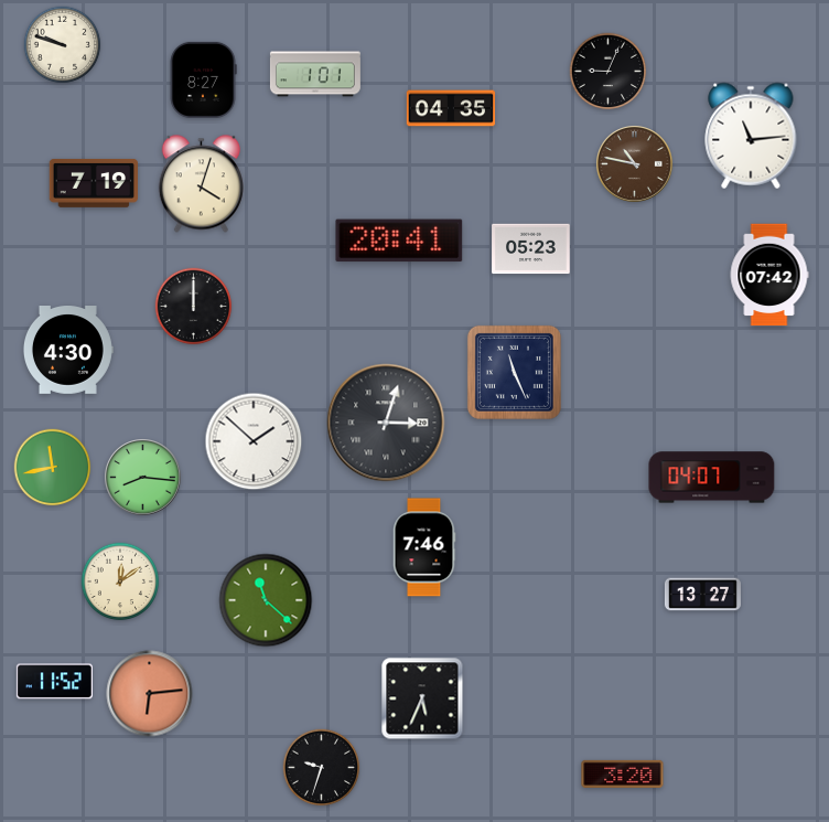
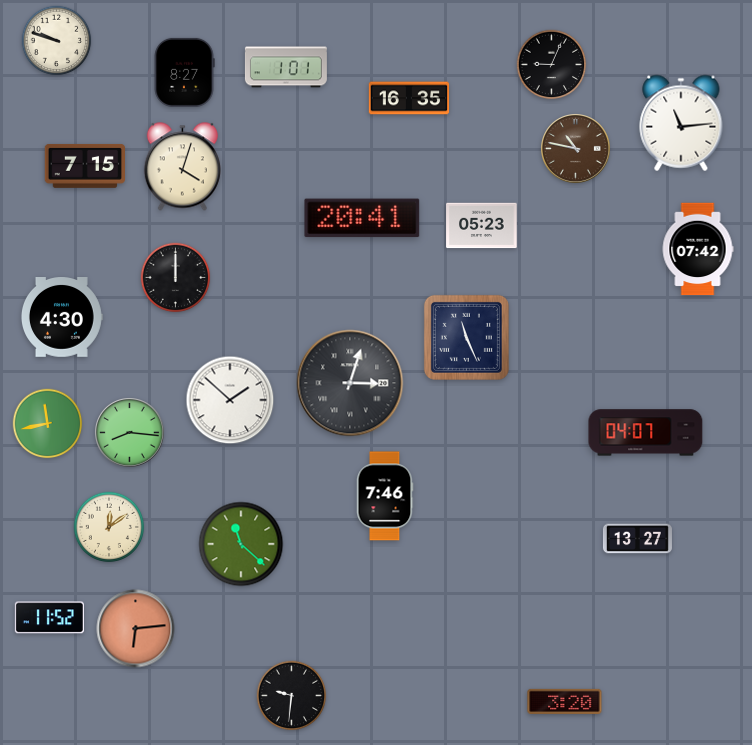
clock at (451, 108): 04:35 -> 16:35
clock at (93, 183): 7:19 -> 7:15
clock at (422, 698): 5:34 -> none
clock at (322, 768): 9:33 -> 9:31
